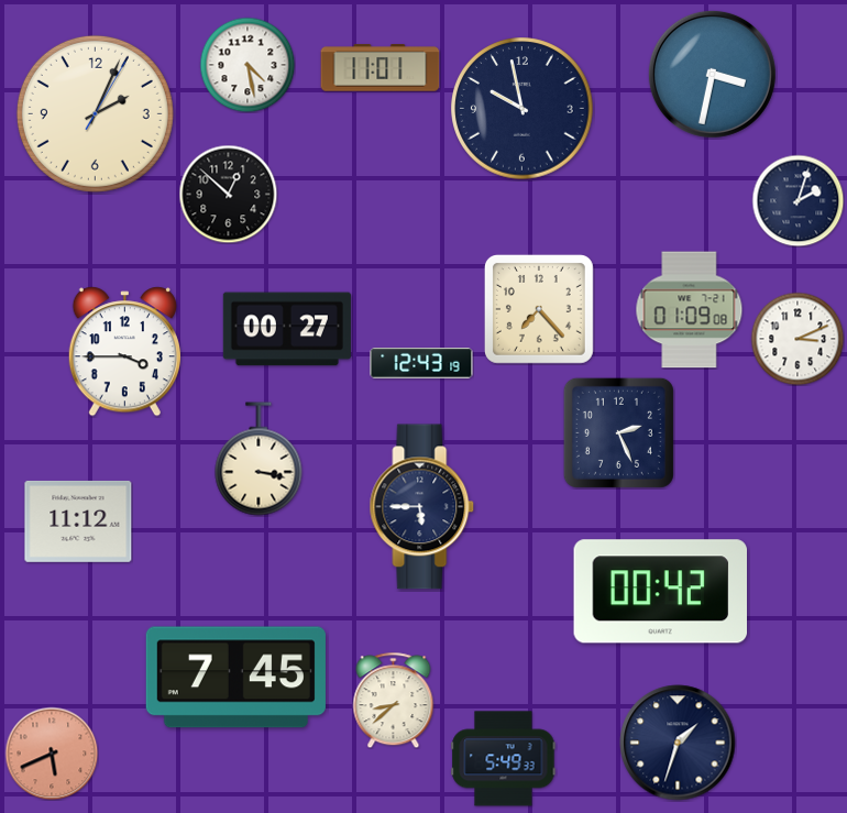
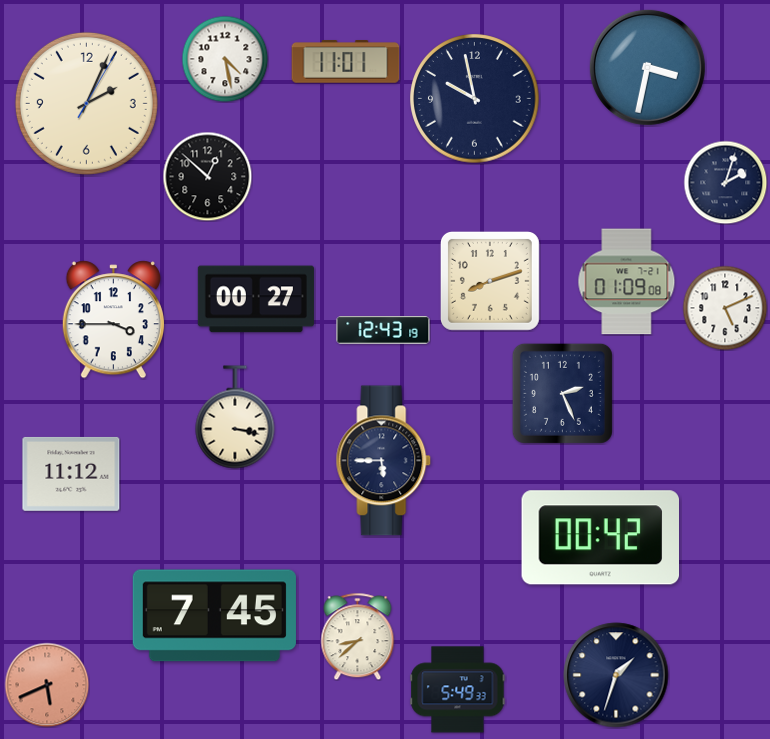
clock at (539, 309): 7:23 -> 8:12
clock at (287, 329) position: (287, 329) -> (256, 299)
clock at (798, 339): 3:11 -> 5:11
